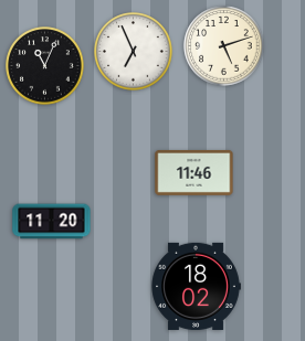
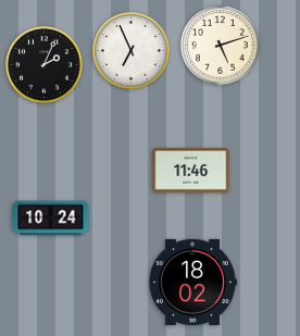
clock at (45, 66): 11:04 -> 2:04
clock at (52, 222): 11:20 -> 10:24
